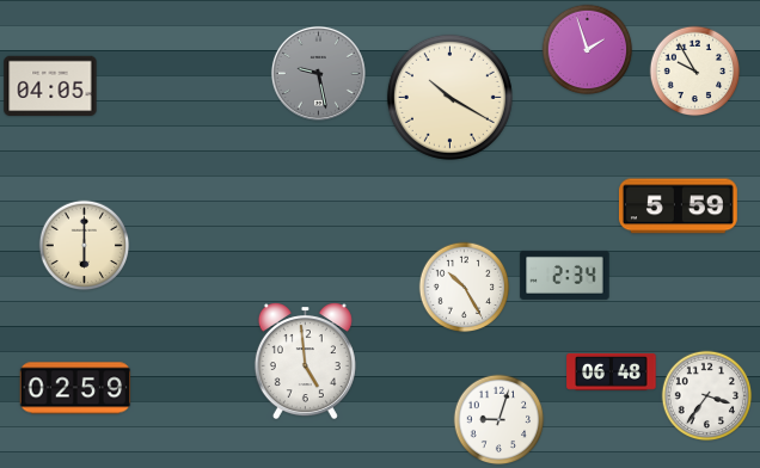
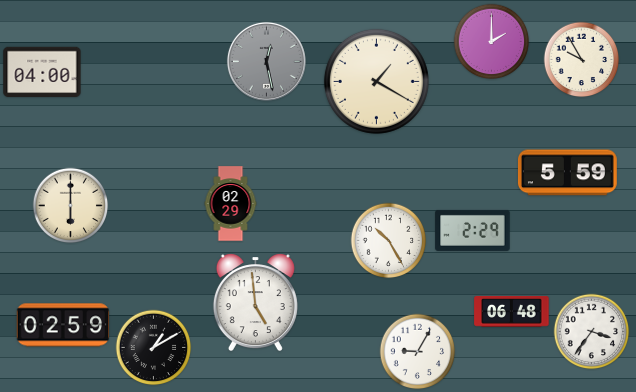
clock at (588, 50): 1:57 -> 2:00
clock at (318, 73): 9:28 -> 12:28
clock at (50, 86): 04:05 -> 04:00
clock at (449, 97): 10:20 -> 1:20
clock at (231, 204): none -> 02:29
clock at (565, 275): 2:34 -> 2:29
clock at (154, 348): none -> 1:10
clock at (499, 420): 9:03 -> 9:05
